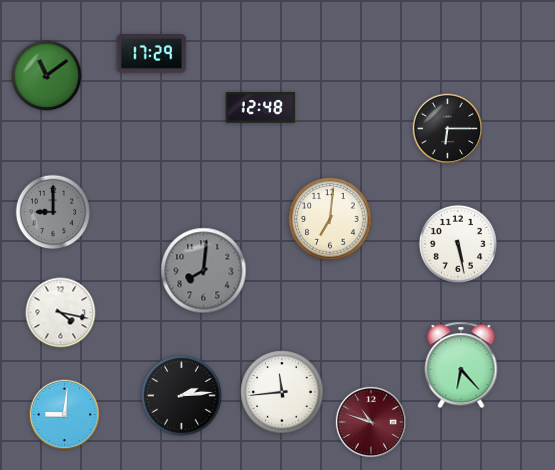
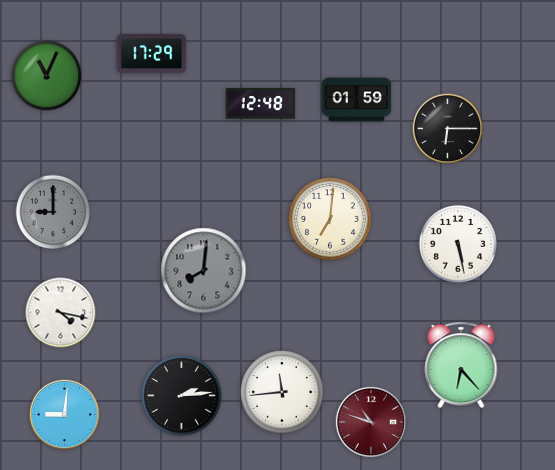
clock at (47, 76): 11:09 -> 11:04
clock at (357, 100): none -> 01:59
clock at (261, 108) position: (261, 108) -> (261, 104)
